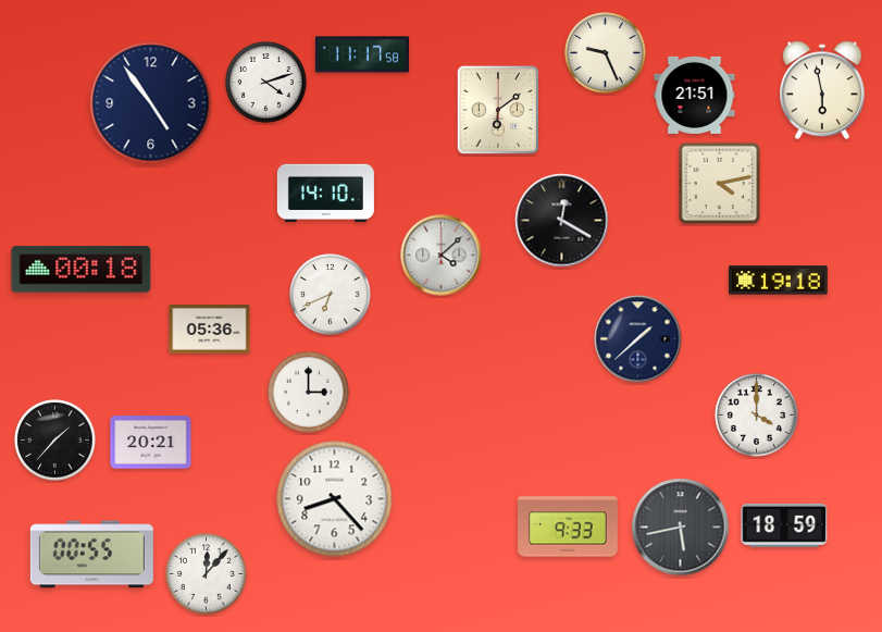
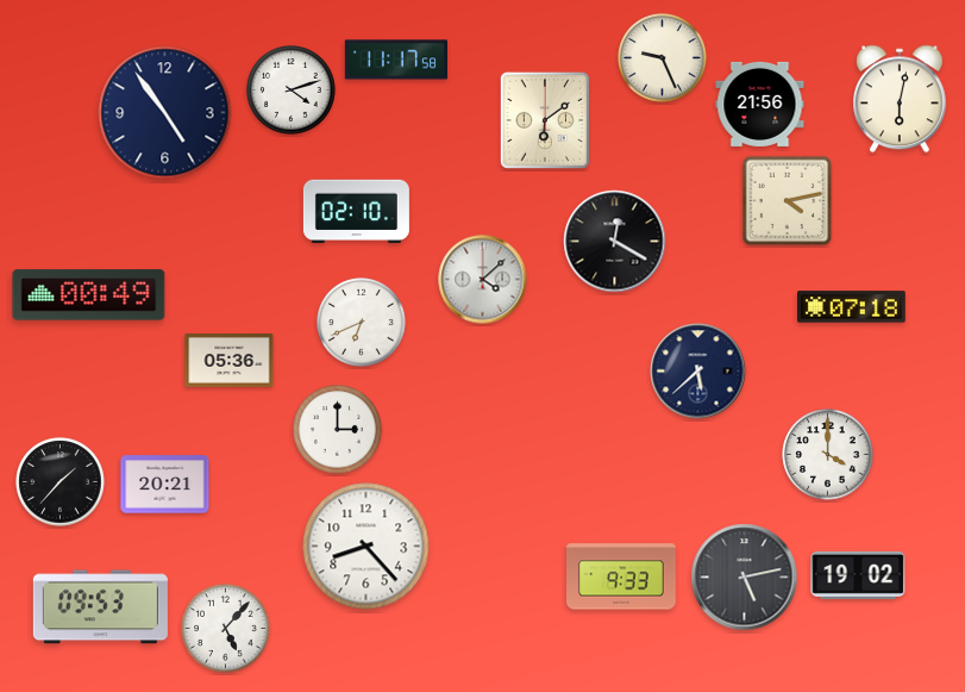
clock at (823, 90): 5:58 -> 6:02
clock at (695, 95): 21:51 -> 21:56
clock at (325, 193): 14:10 -> 02:10
clock at (82, 270): 00:18 -> 00:49
clock at (779, 281): 19:18 -> 07:18
clock at (638, 339): 1:38 -> 5:38
clock at (784, 525): 18:59 -> 19:02
clock at (681, 528): 5:43 -> 5:13
clock at (91, 555): 00:55 -> 09:53
clock at (207, 574): 12:07 -> 5:07
